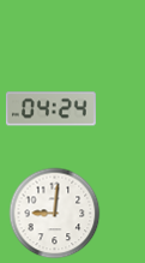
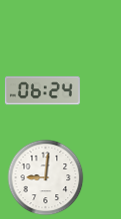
clock at (50, 109): 04:24 -> 06:24
